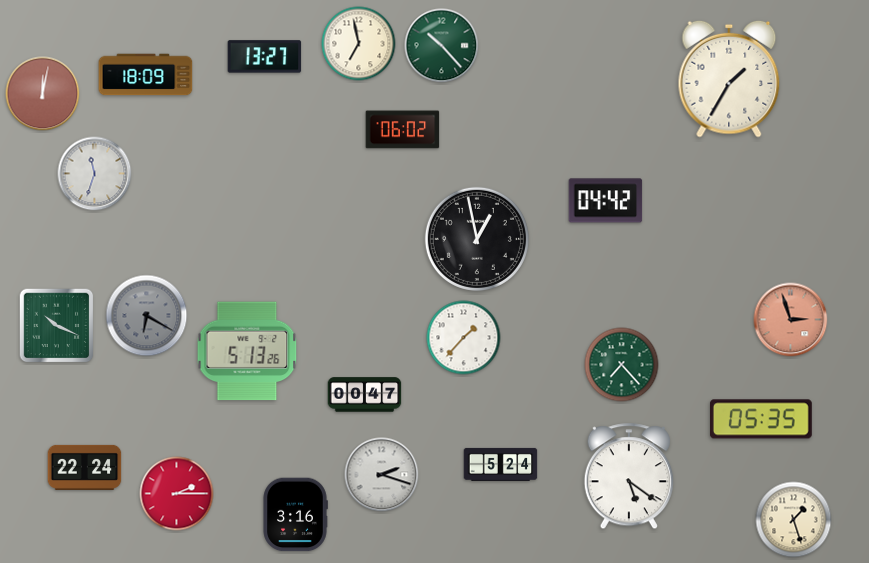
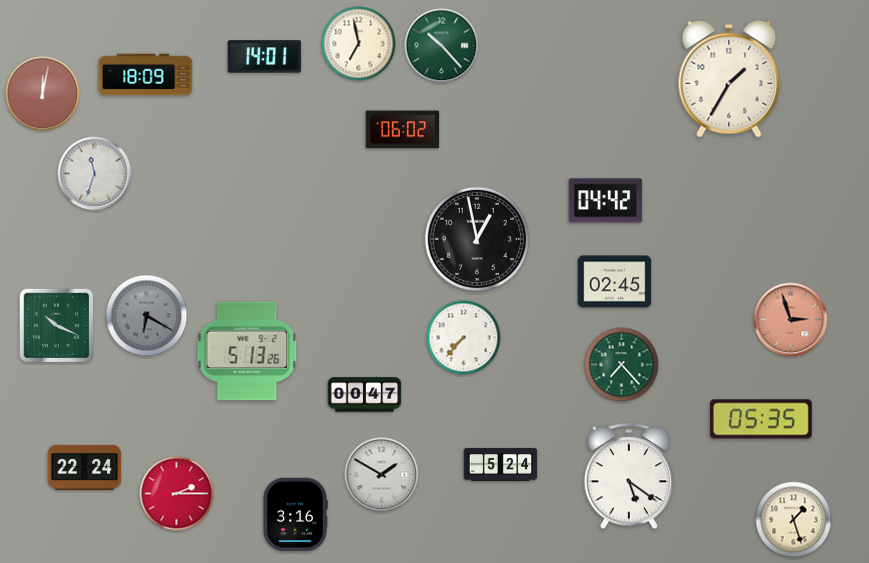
clock at (265, 57): 13:27 -> 14:01
clock at (615, 282): none -> 02:45
clock at (464, 338): 1:37 -> 7:37
clock at (382, 475): 2:18 -> 1:50
